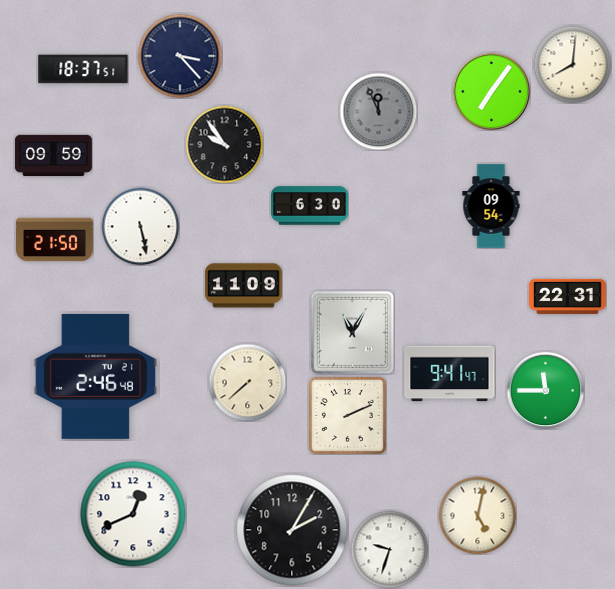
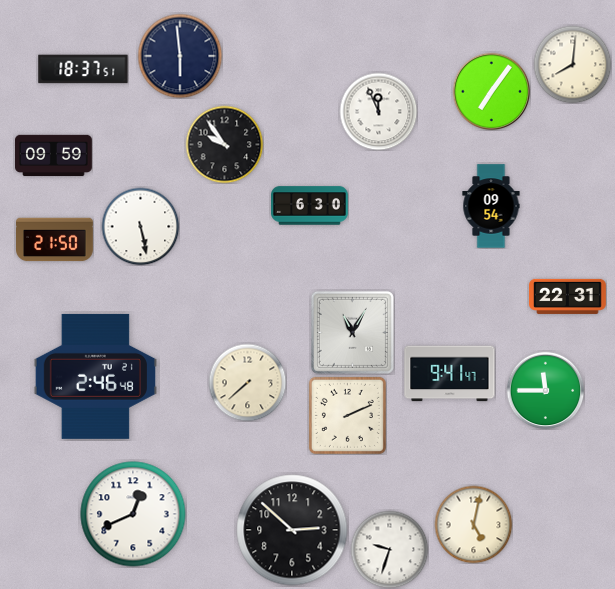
clock at (180, 56): 3:23 -> 5:59
clock at (378, 111) dial: grey -> white
clock at (244, 286): 11:09 -> none
clock at (477, 515) position: (477, 515) -> (473, 524)
clock at (292, 530): 2:05 -> 2:52
